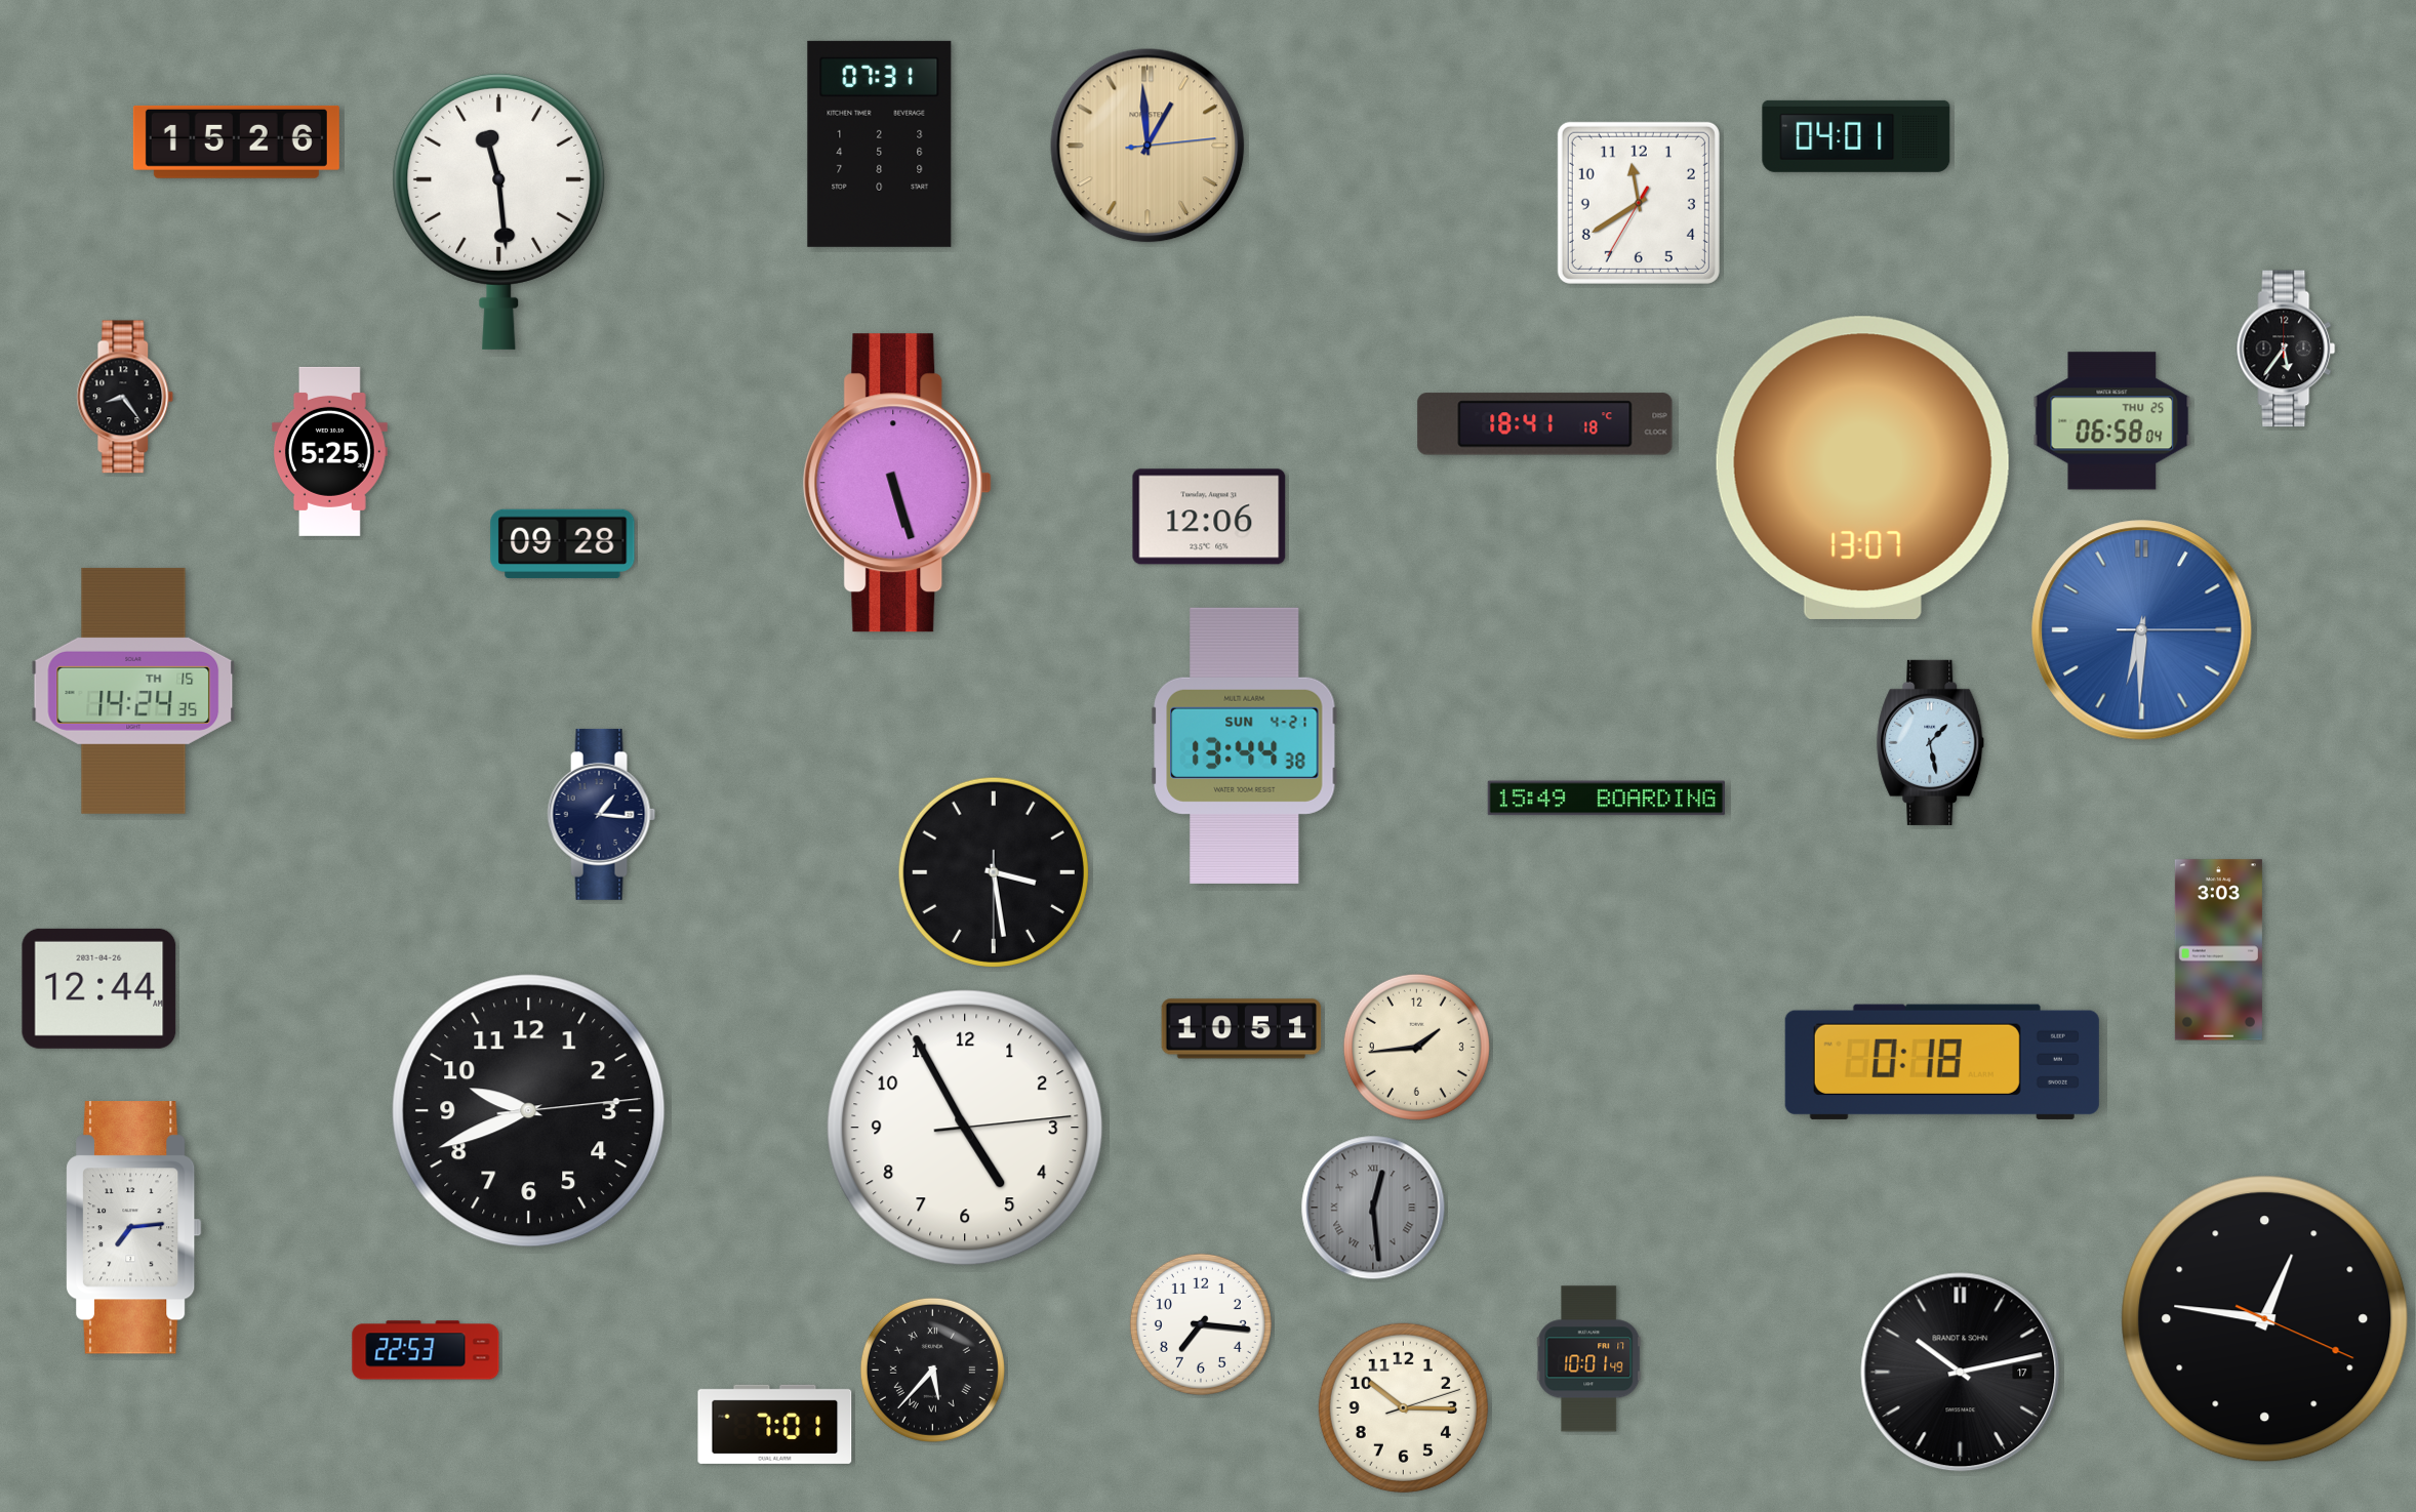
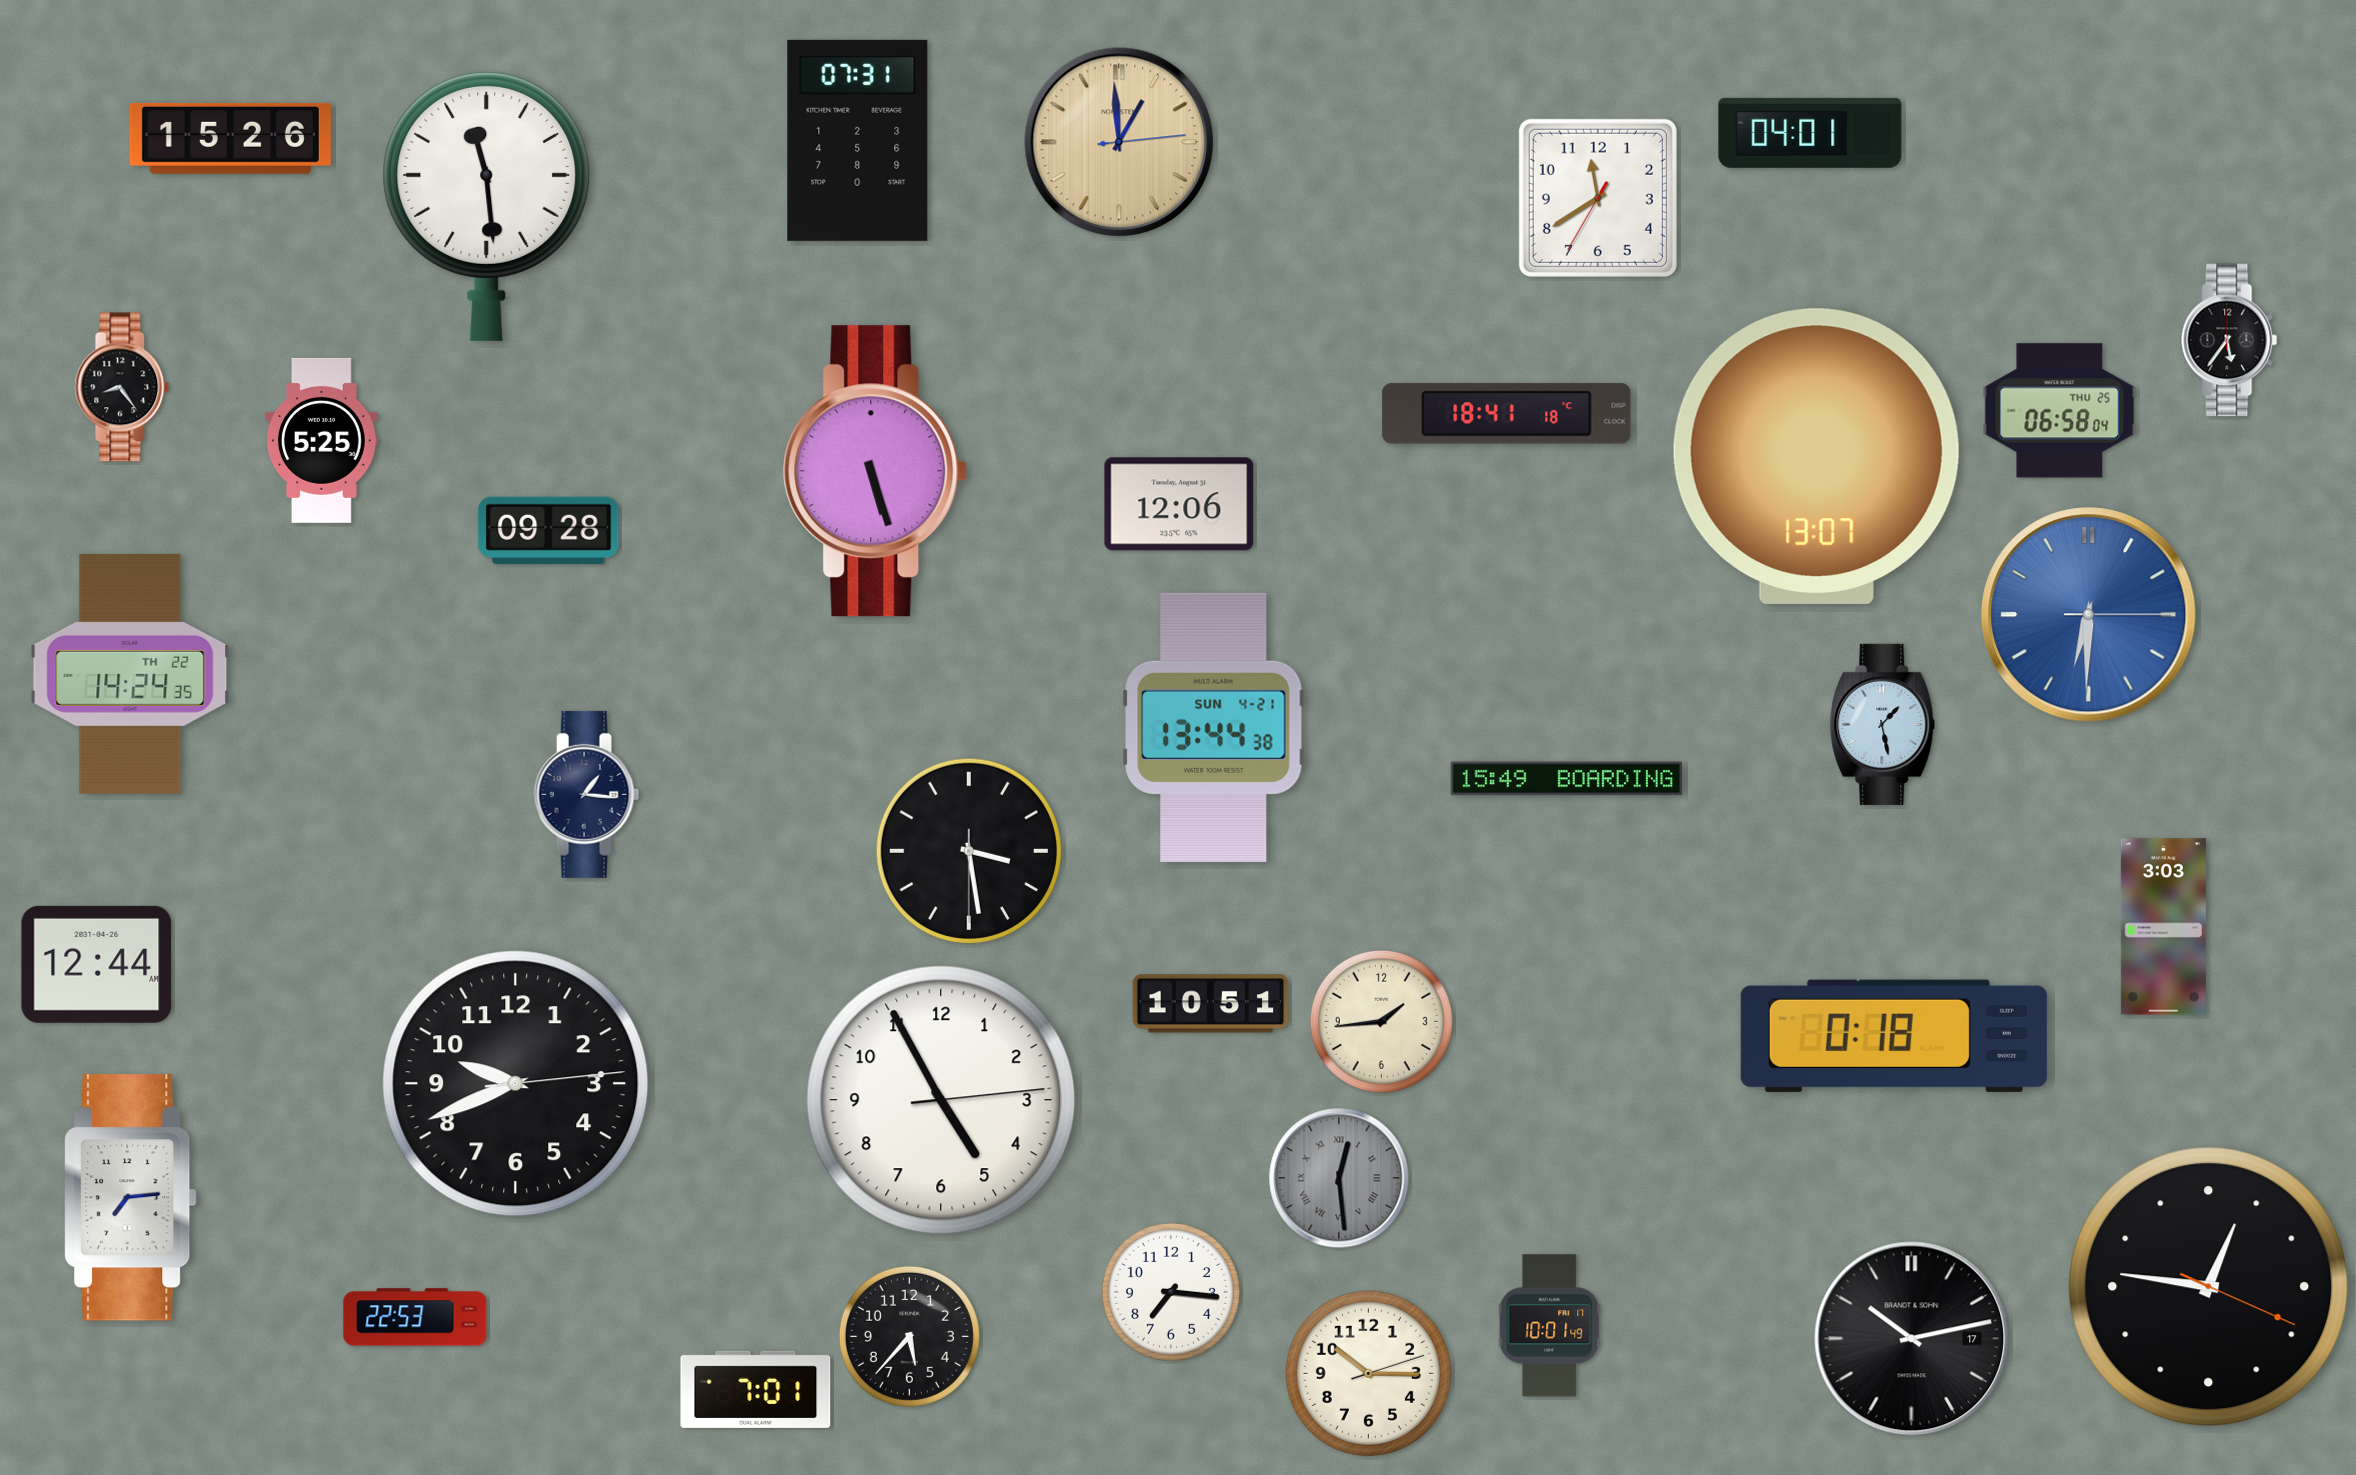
clock at (133, 691) date: TH 15 -> TH 22
clock at (932, 1370) numerals: Roman -> Arabic
